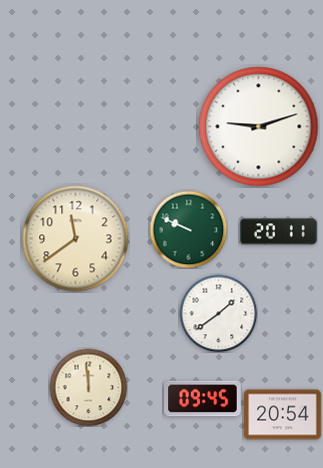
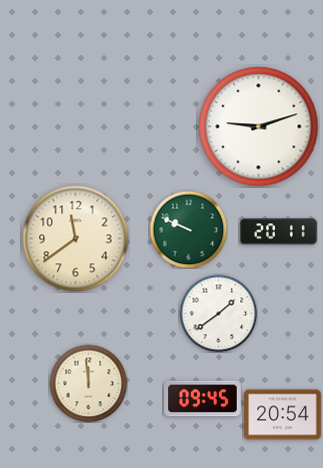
clock at (88, 387) position: (88, 387) -> (88, 383)
